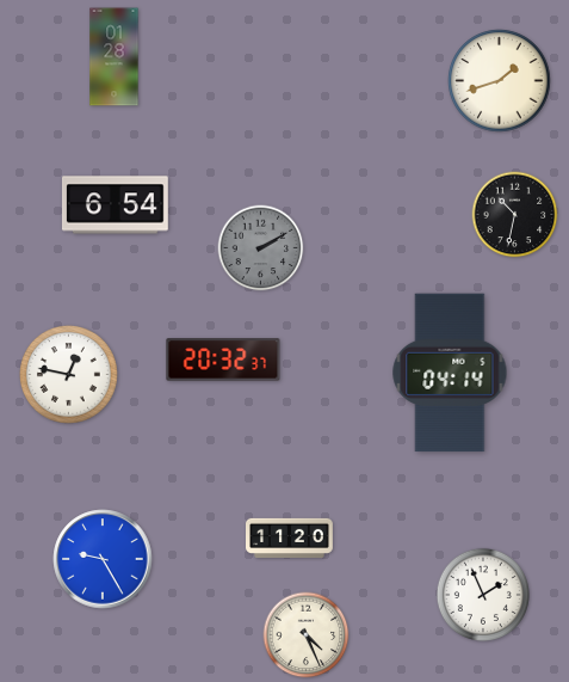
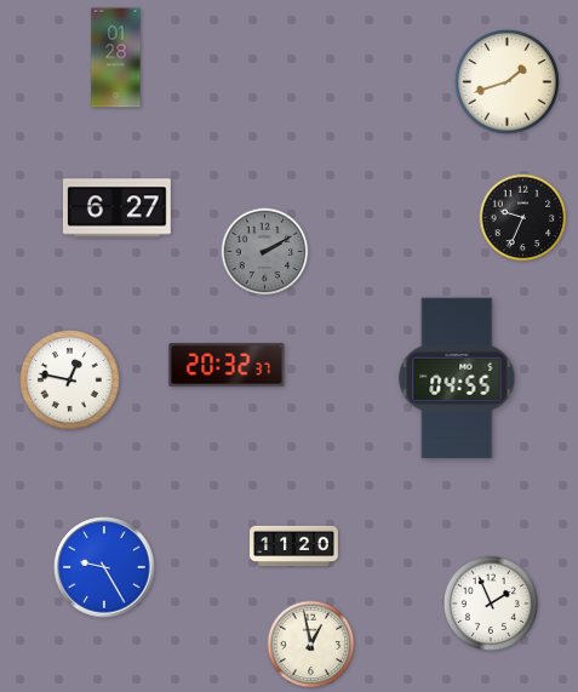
clock at (115, 205): 6:54 -> 6:27
clock at (515, 215): 10:32 -> 9:34
clock at (450, 373): 04:14 -> 04:55
clock at (307, 635): 4:26 -> 12:58
